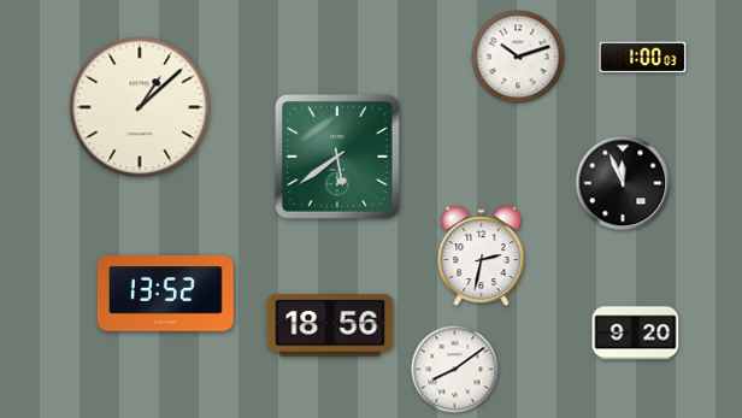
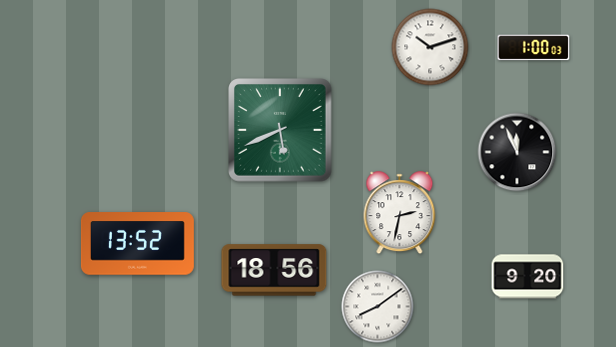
clock at (140, 107): 1:08 -> none
clock at (337, 157): 5:39 -> 5:41
